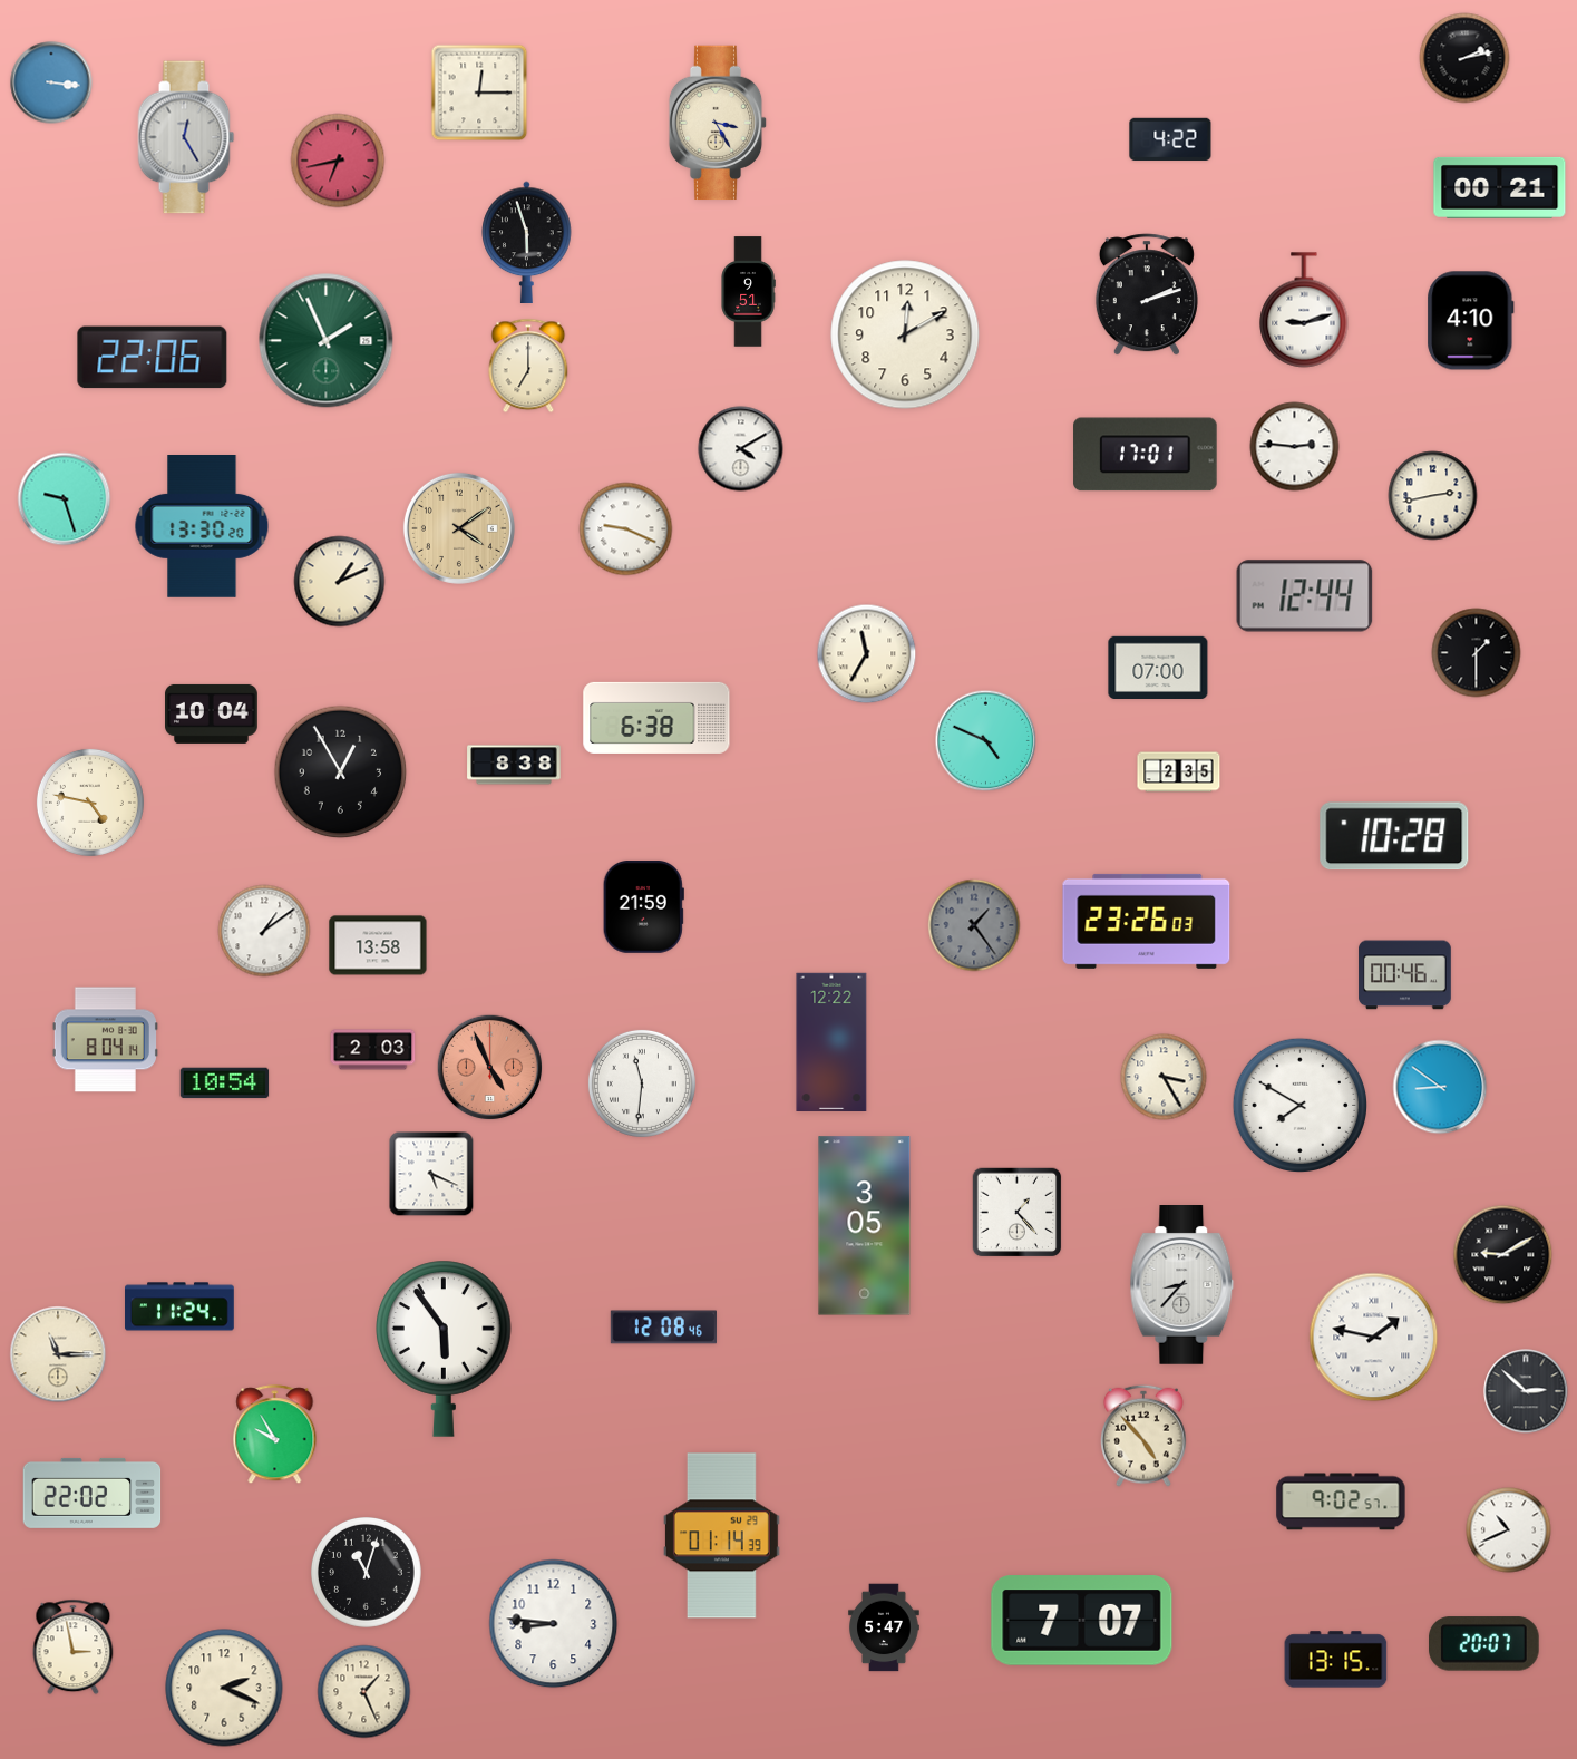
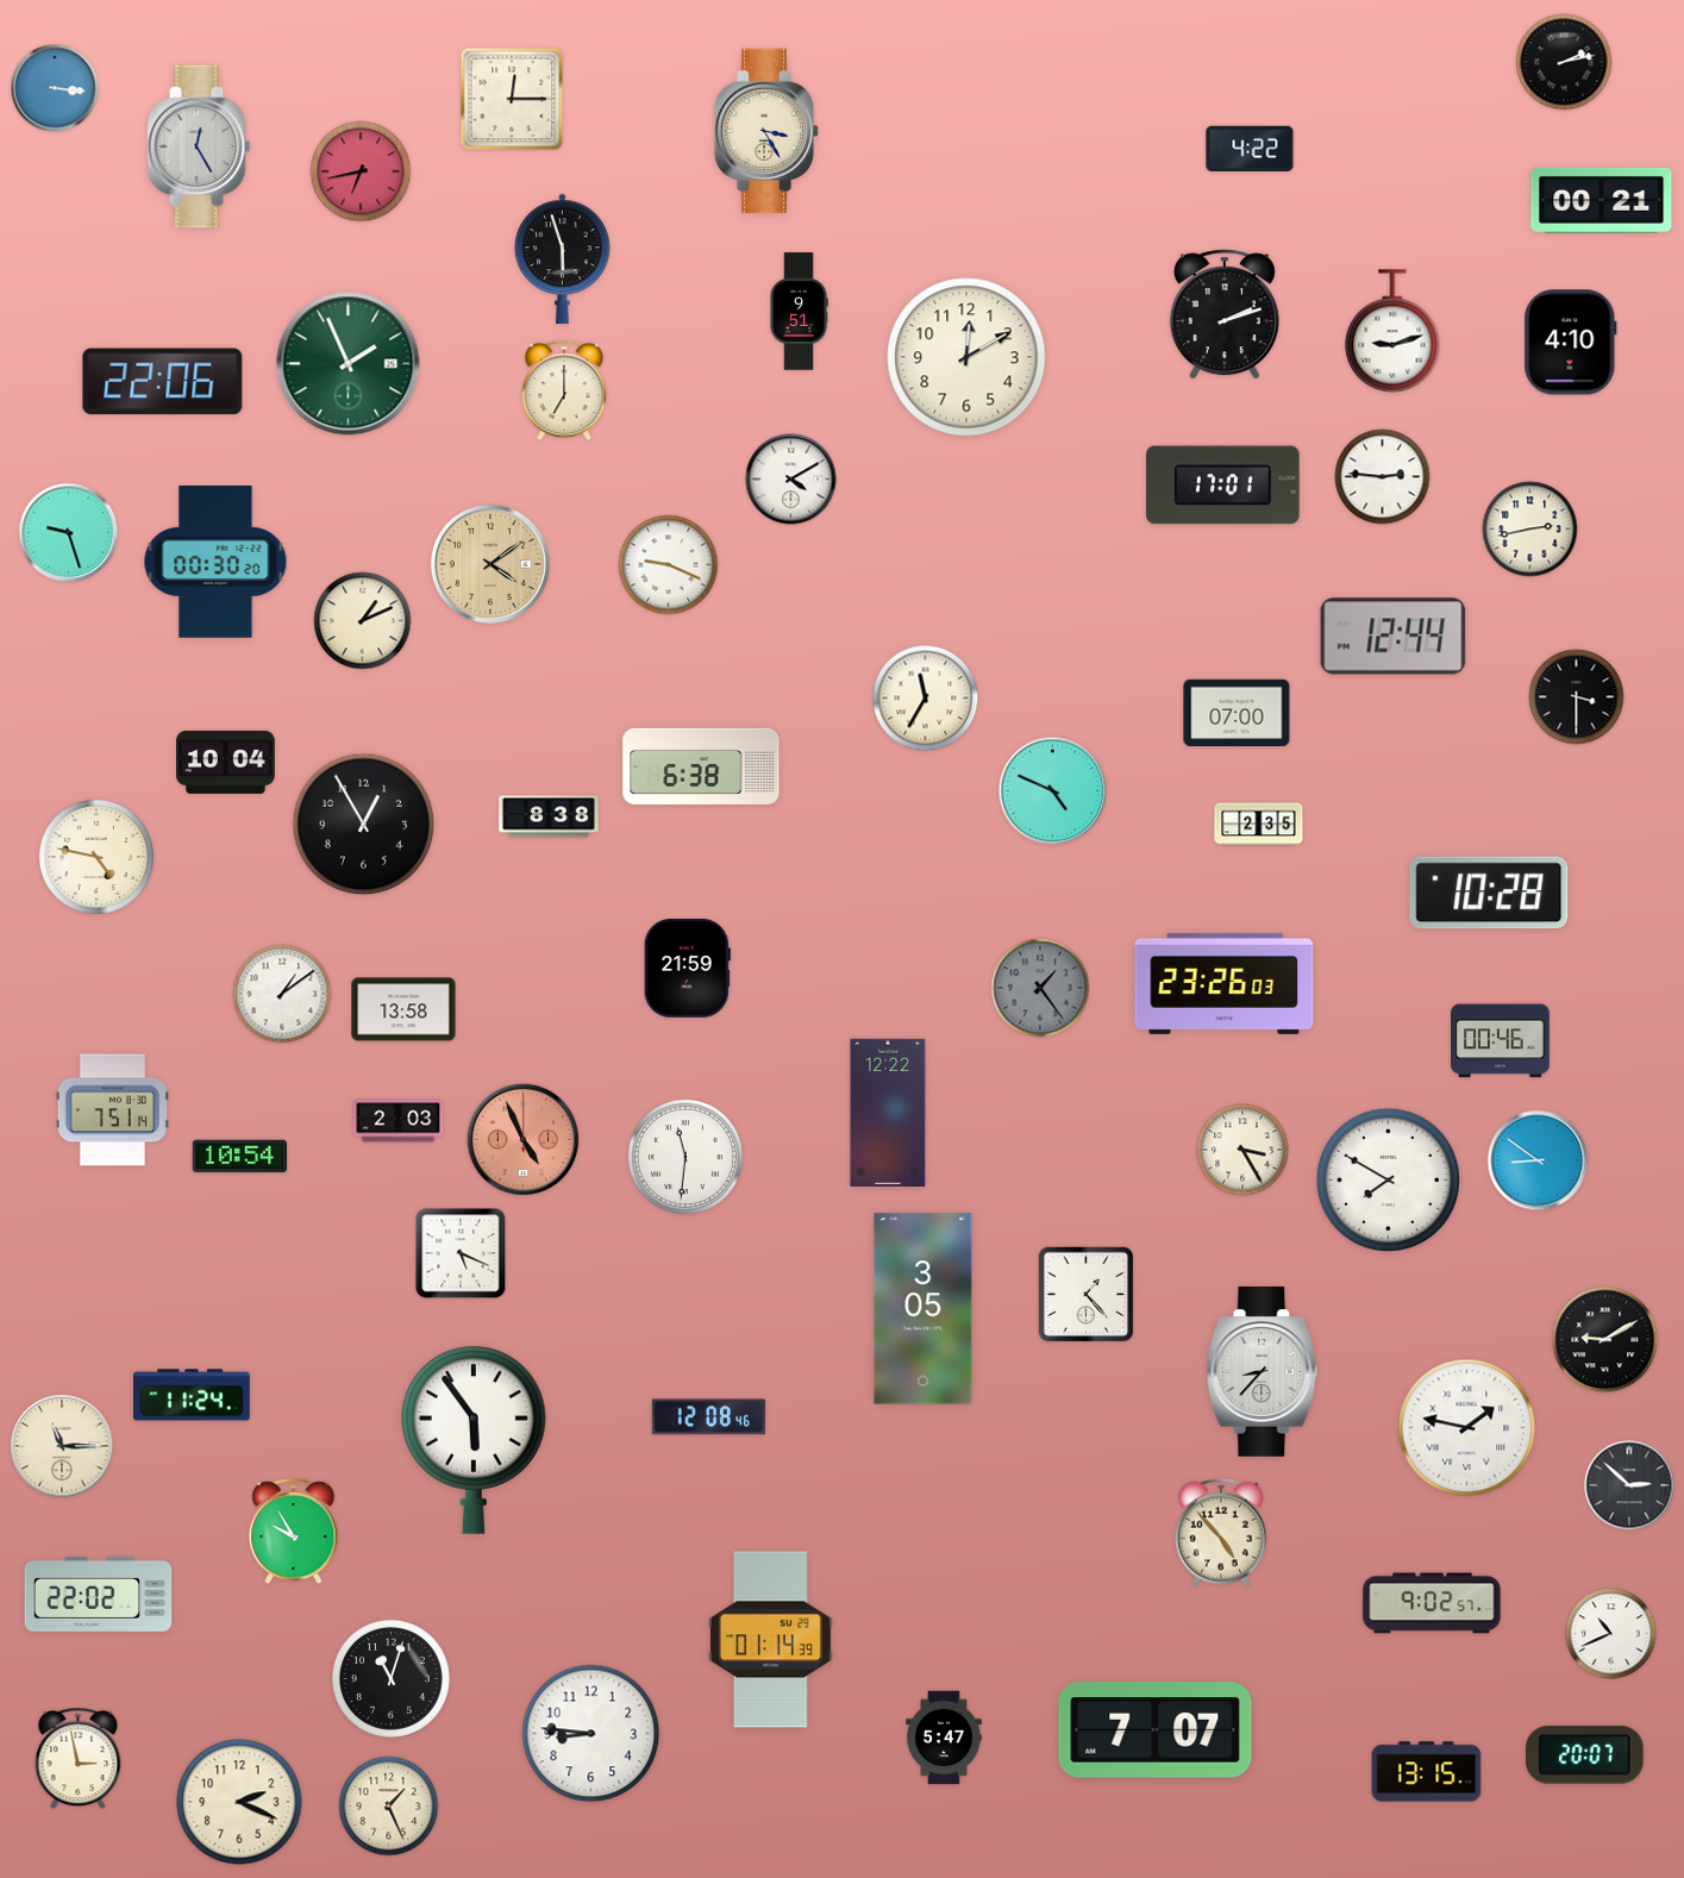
clock at (202, 527): 13:30 -> 00:30
clock at (1477, 653): 1:30 -> 3:30
clock at (105, 1040): 8:04 -> 7:51
